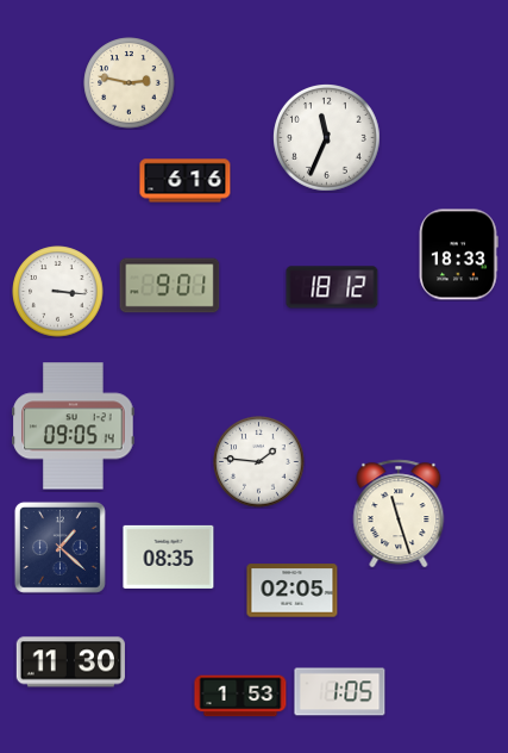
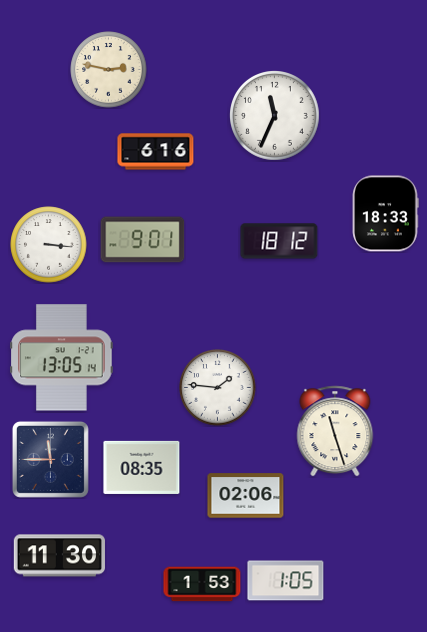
clock at (74, 427): 09:05 -> 13:05
clock at (59, 547): 1:22 -> 11:45
clock at (293, 591): 02:05 -> 02:06
